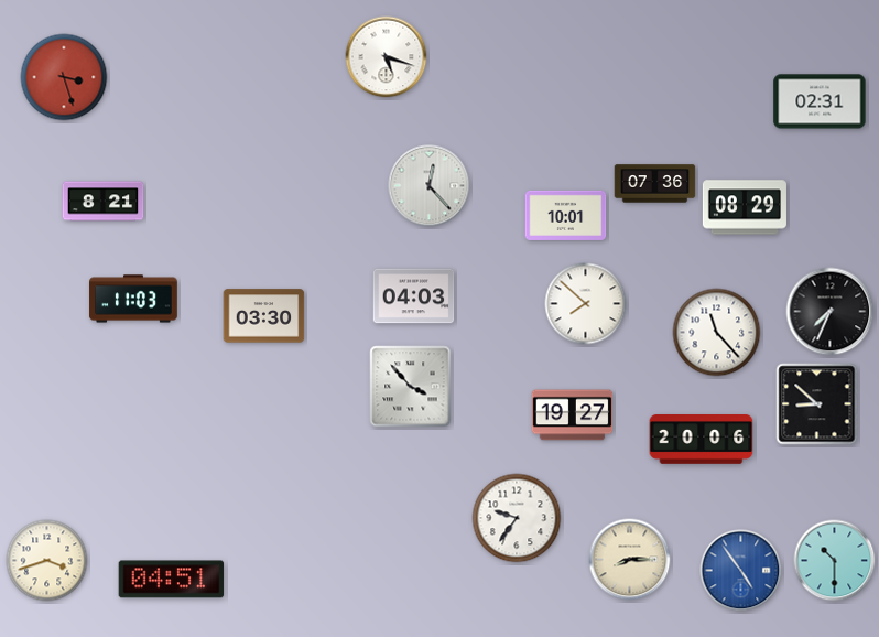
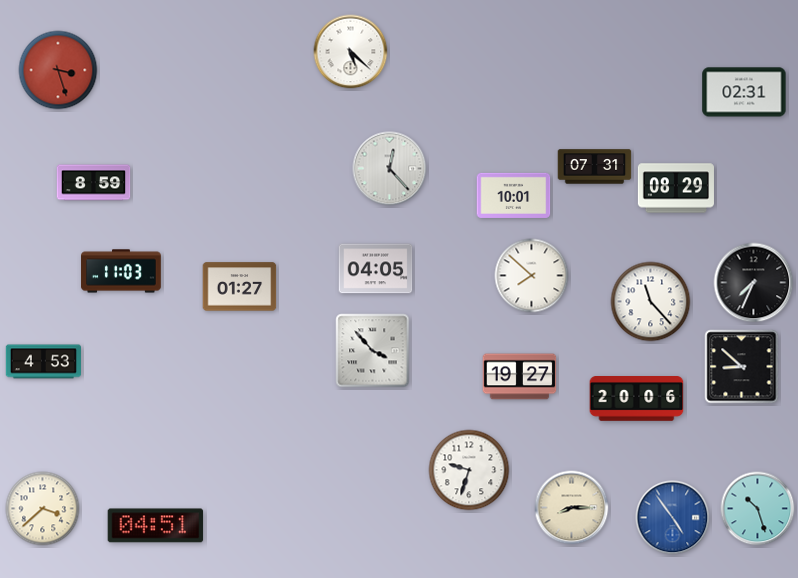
clock at (387, 57): 5:18 -> 5:22
clock at (655, 184): 07:36 -> 07:31
clock at (104, 202): 8:21 -> 8:59
clock at (414, 296): 04:03 -> 04:05
clock at (264, 316): 03:30 -> 01:27
clock at (44, 362): none -> 4:53
clock at (517, 518): 9:36 -> 9:33
clock at (47, 561): 3:42 -> 3:38
clock at (835, 561): 10:30 -> 10:27
